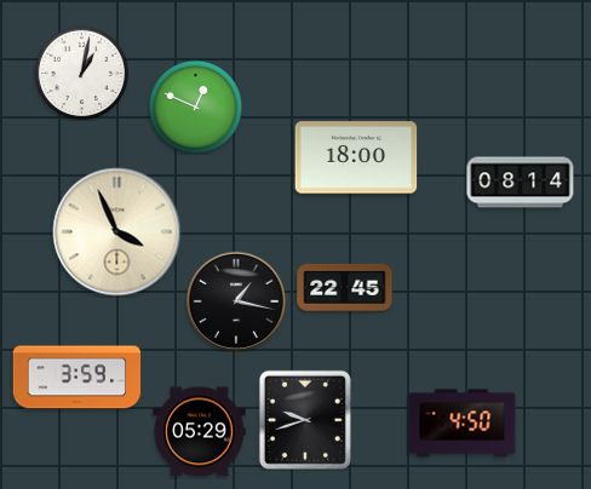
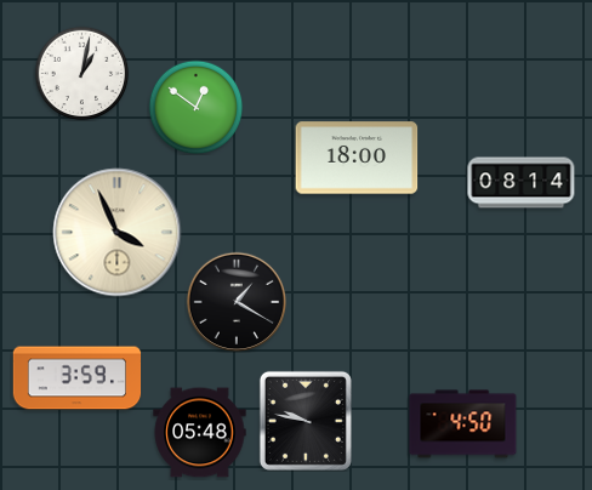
clock at (195, 107): 12:49 -> 12:51
clock at (345, 287): 22:45 -> none
clock at (235, 300): 1:17 -> 1:20
clock at (305, 420): 9:42 -> 9:47
clock at (200, 432): 05:29 -> 05:48
